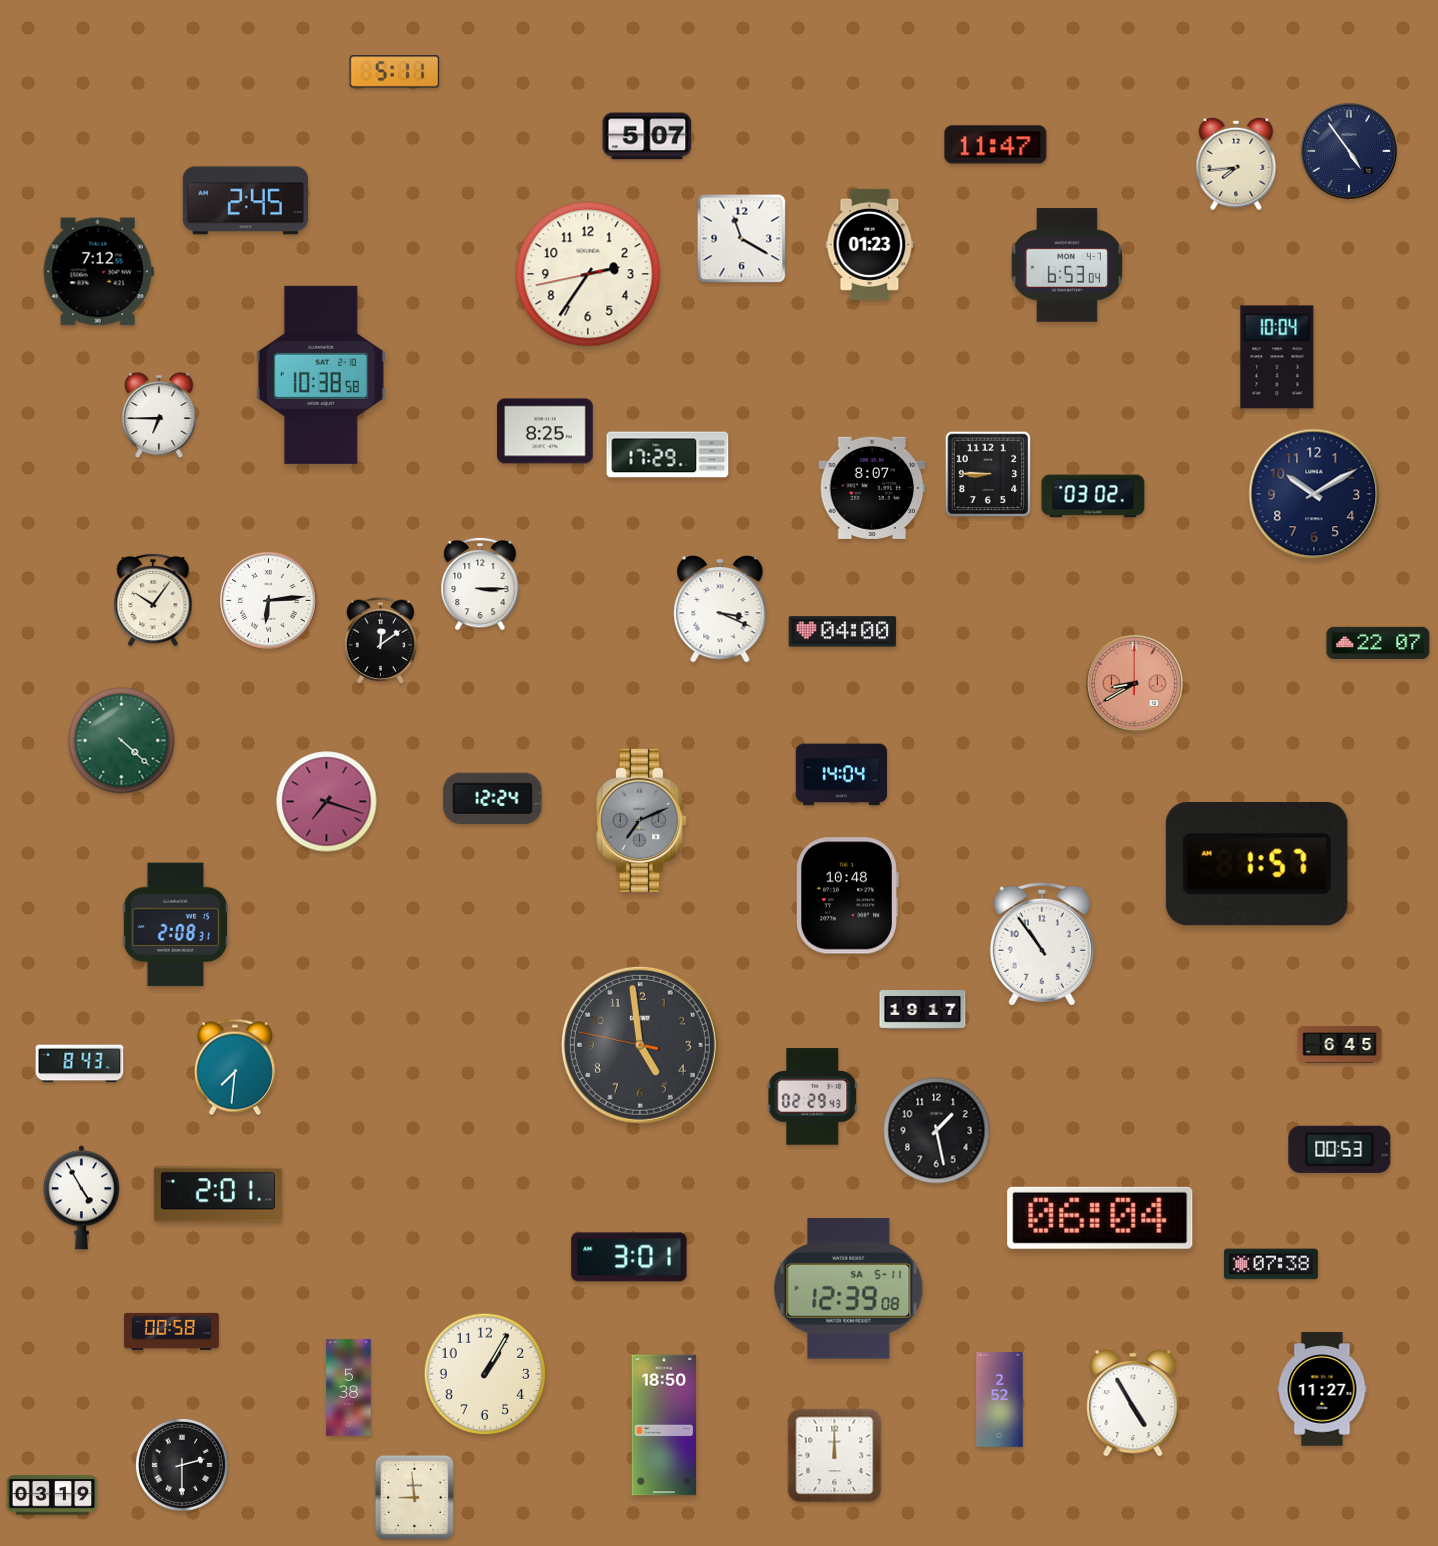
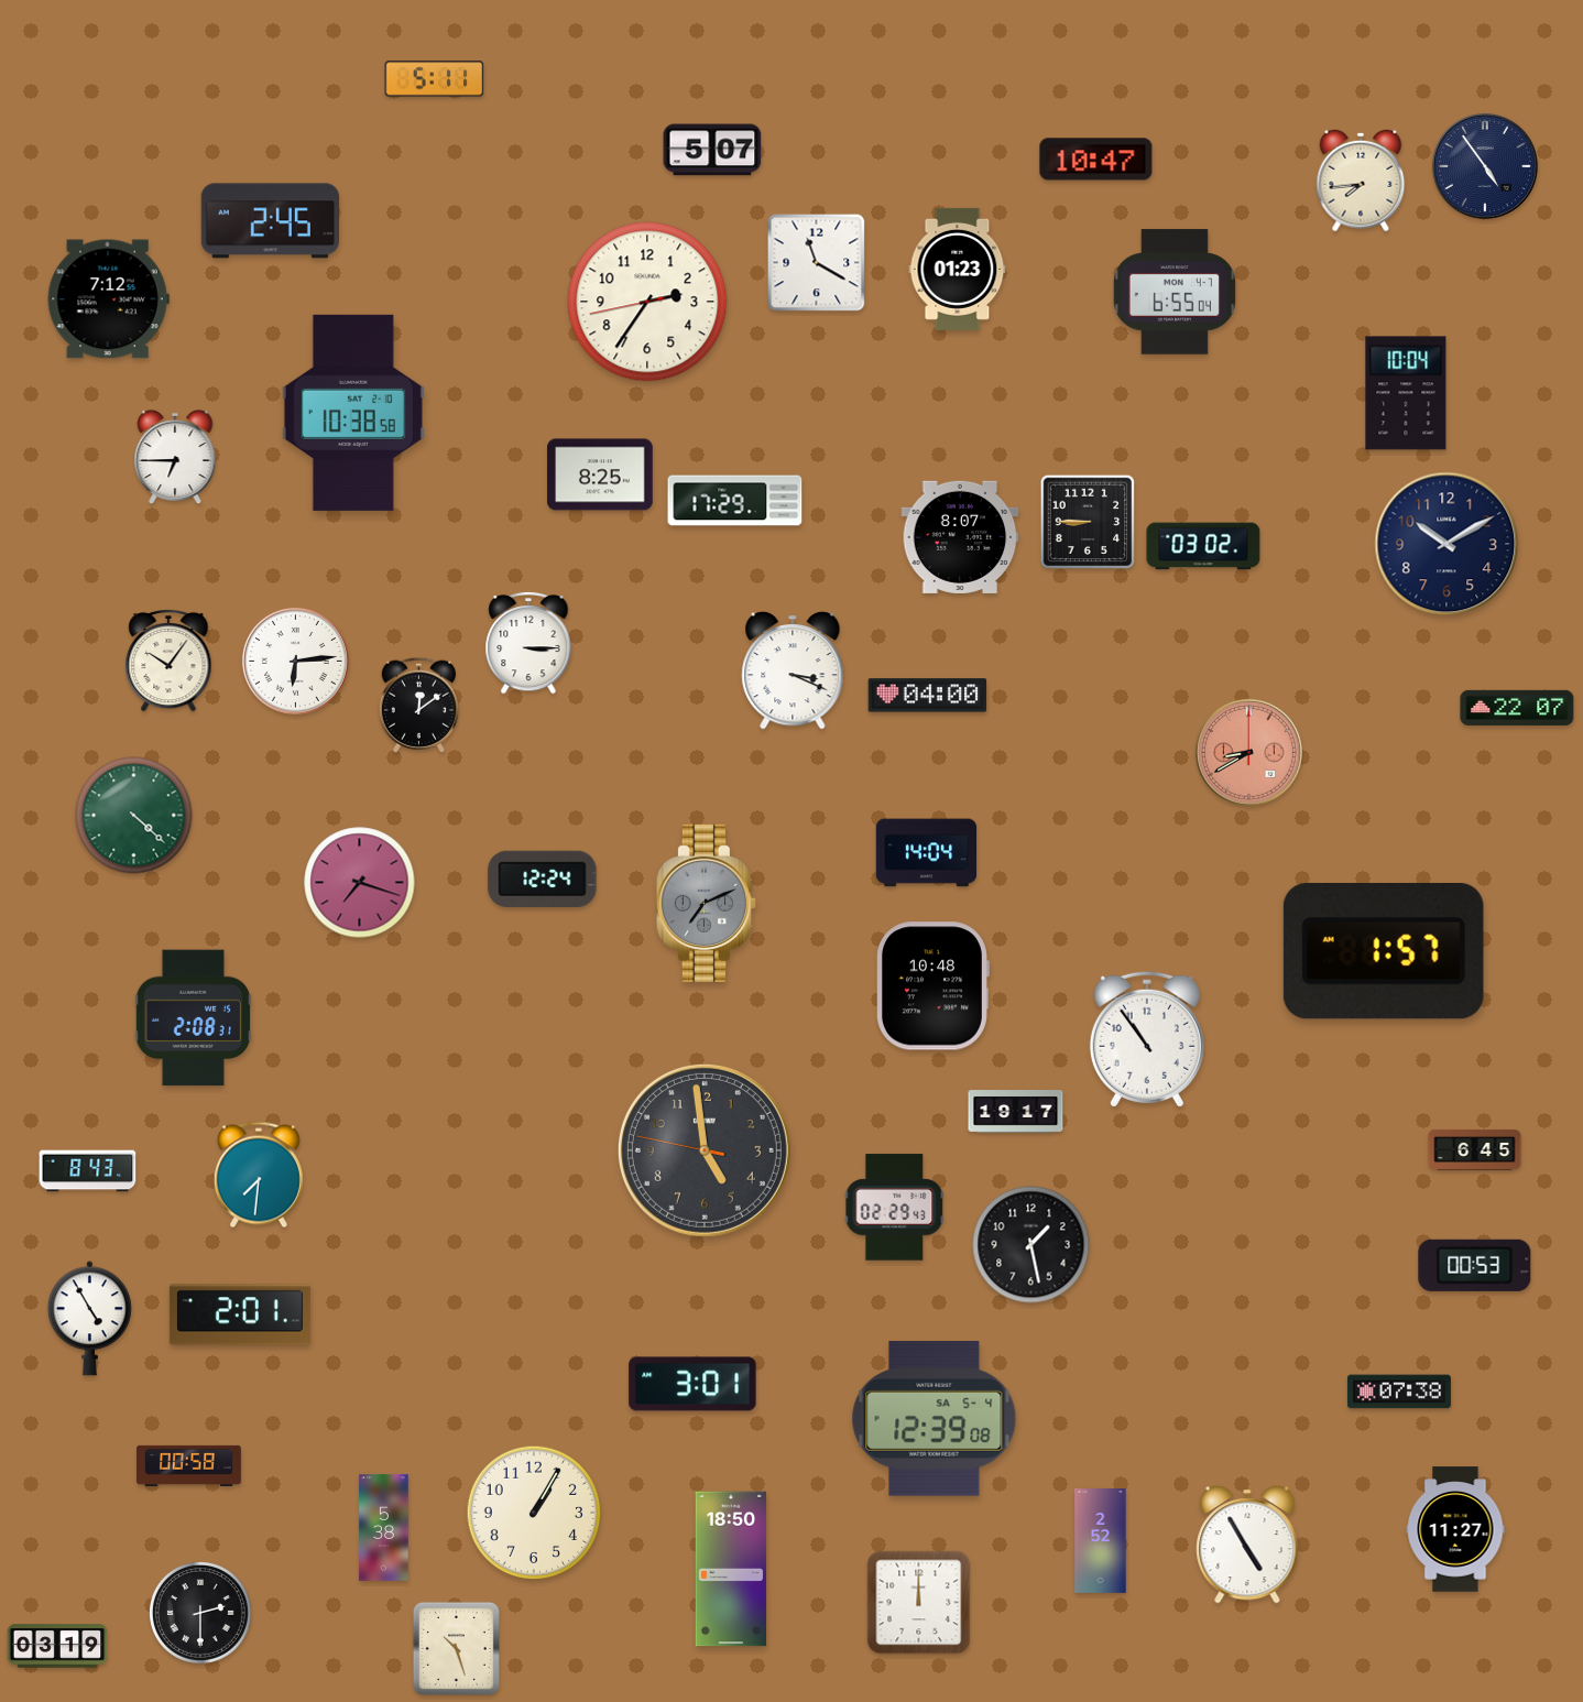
clock at (996, 145): 11:47 -> 10:47
clock at (1067, 265): 6:53 -> 6:55
clock at (1100, 1218): 06:04 -> none
clock at (849, 1289) date: SA 5-11 -> SA 5-4
clock at (414, 1497): 8:59 -> 10:27
